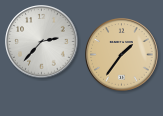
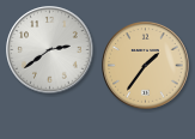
clock at (42, 42): 2:37 -> 2:39
